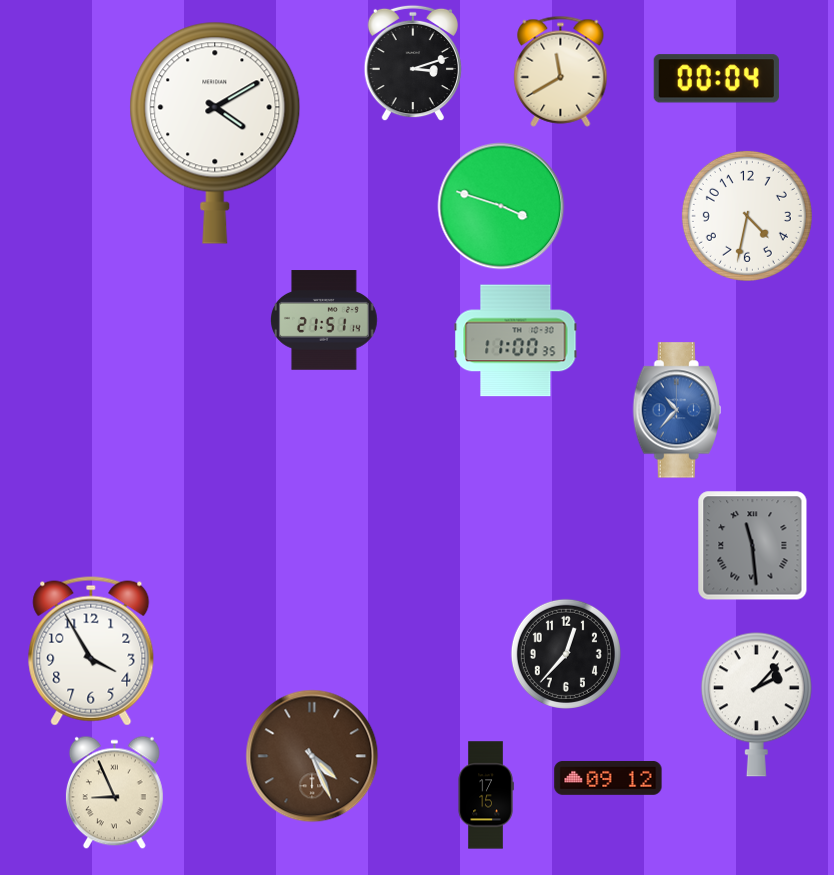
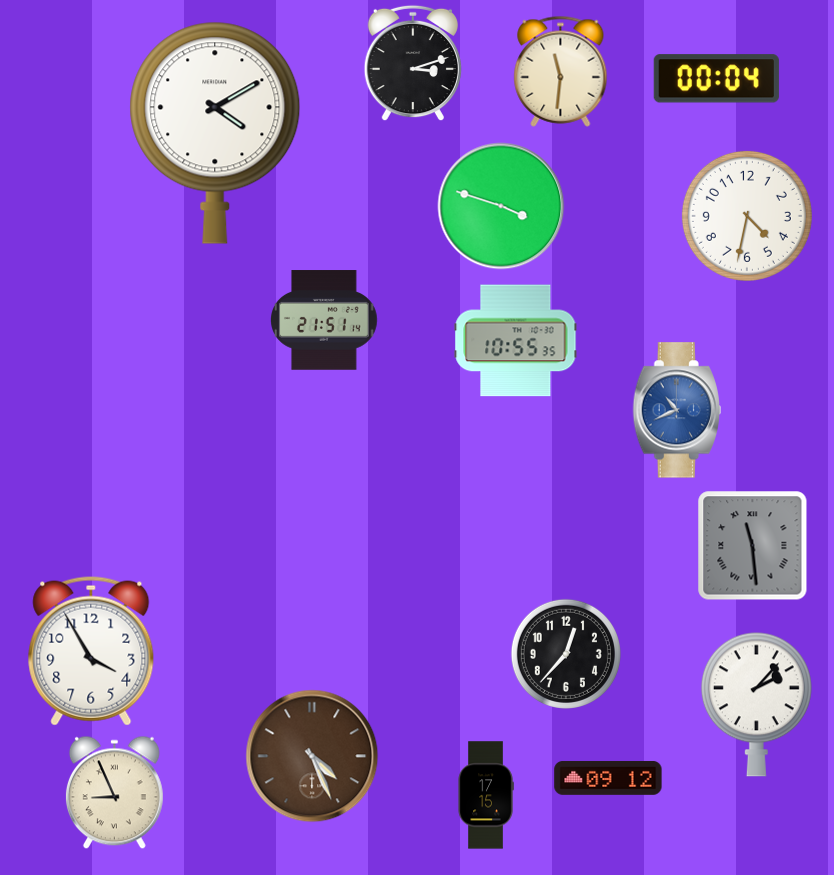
clock at (561, 71): 11:40 -> 11:31
clock at (516, 341): 11:00 -> 10:55
clock at (676, 410): 10:37 -> 10:41
